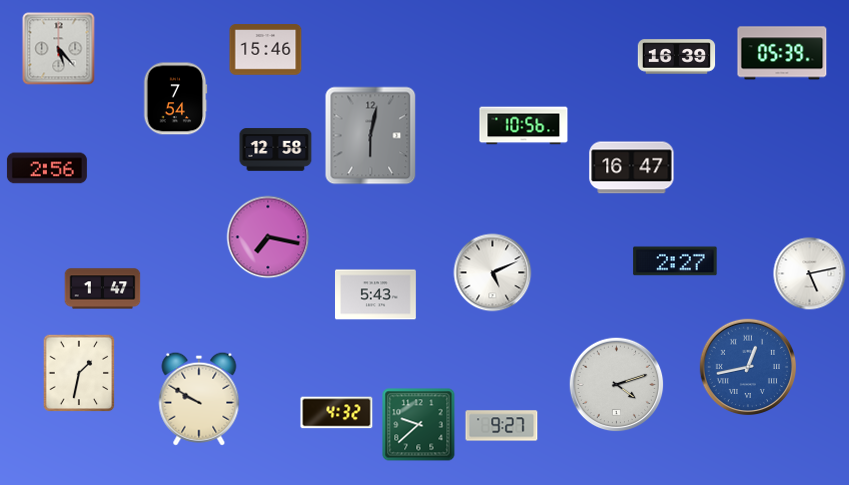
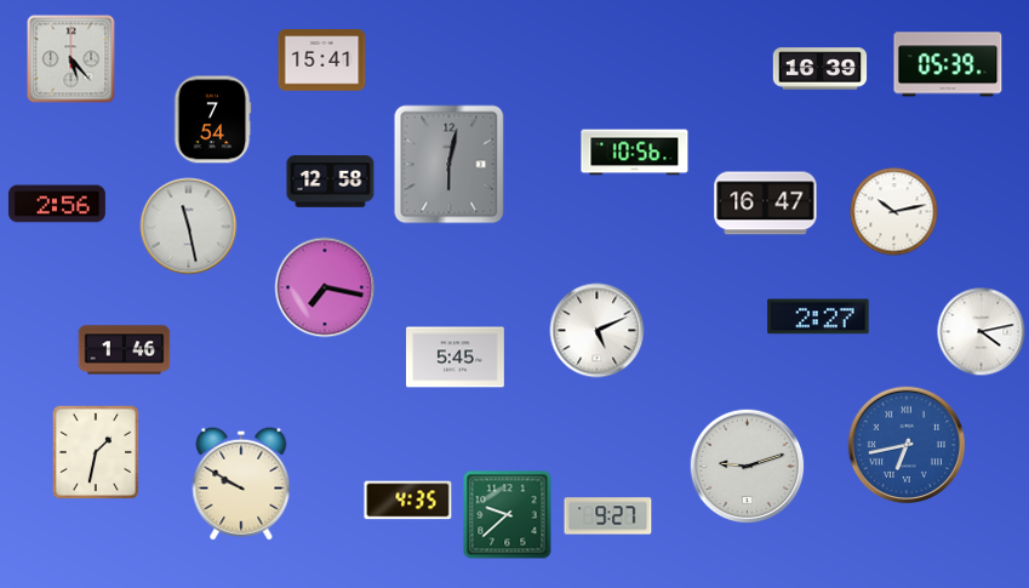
clock at (266, 50): 15:46 -> 15:41
clock at (276, 150) position: (276, 150) -> (331, 182)
clock at (894, 212): none -> 10:13
clock at (189, 227): none -> 11:28
clock at (810, 274): 5:13 -> 4:13
clock at (103, 289): 1:47 -> 1:46
clock at (376, 295): 5:43 -> 5:45
clock at (748, 367): 12:43 -> 6:43
clock at (617, 385): 4:12 -> 9:12
clock at (337, 413): 4:32 -> 4:35
